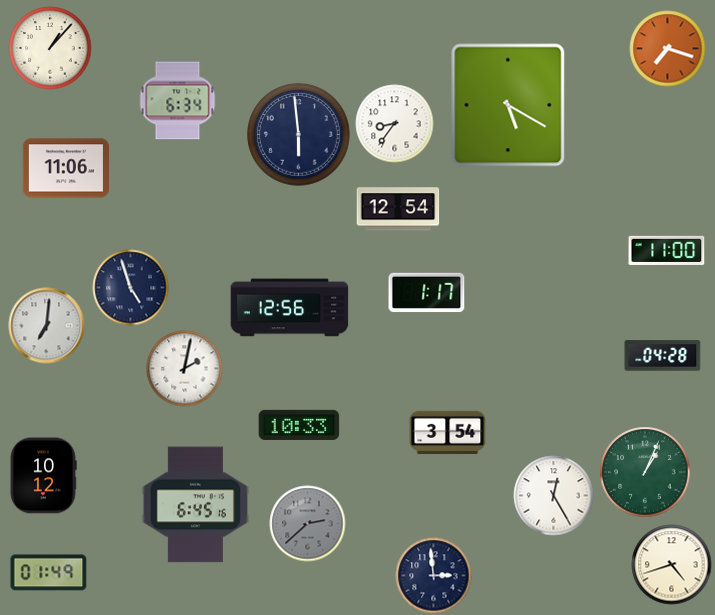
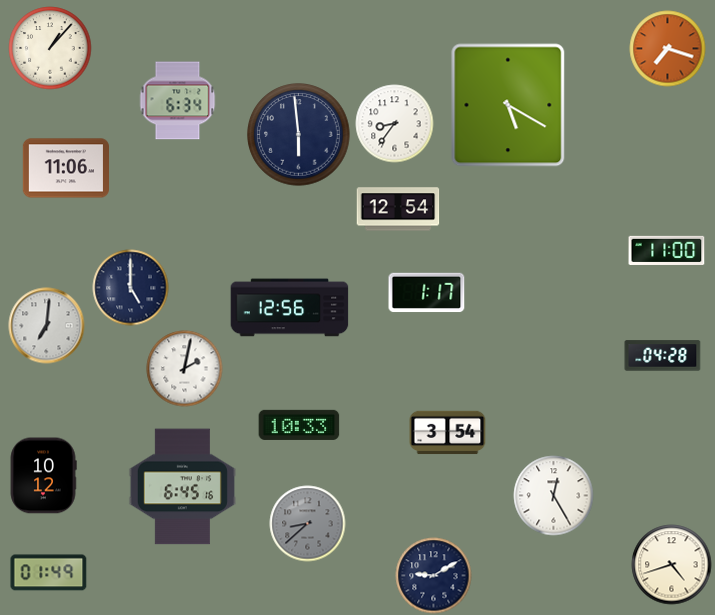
clock at (131, 288): 4:57 -> 5:00
clock at (645, 472): 1:04 -> none
clock at (195, 505) position: (195, 505) -> (182, 487)
clock at (308, 524): 2:38 -> 8:38
clock at (434, 576): 2:59 -> 9:10
